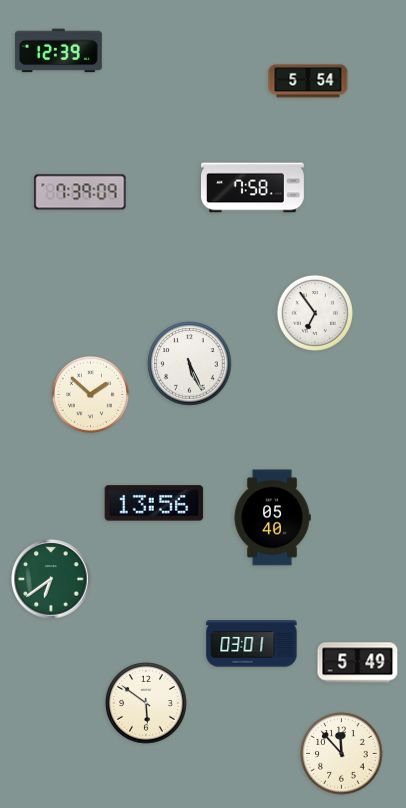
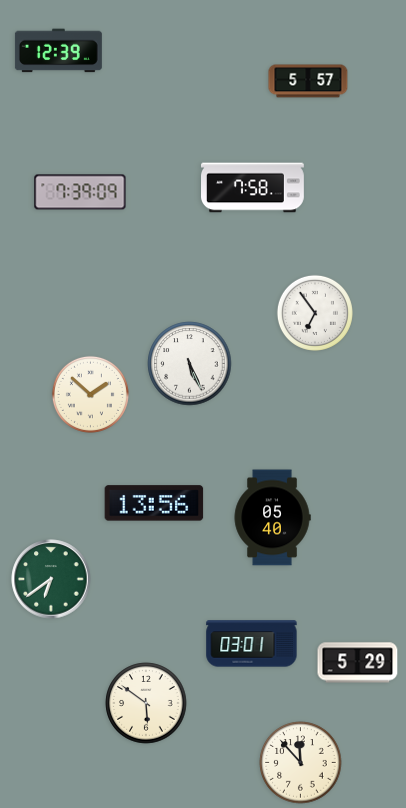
clock at (308, 81): 5:54 -> 5:57
clock at (358, 663): 5:49 -> 5:29
clock at (342, 754) position: (342, 754) -> (301, 763)
